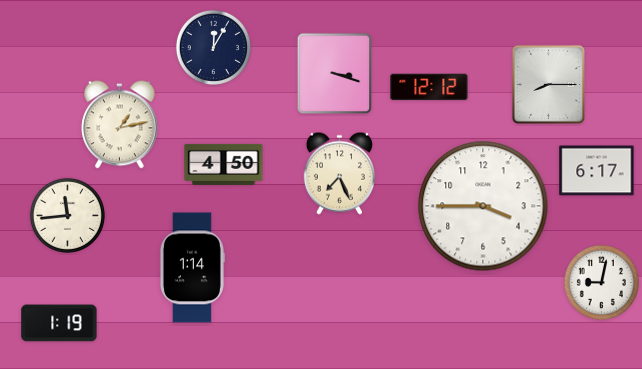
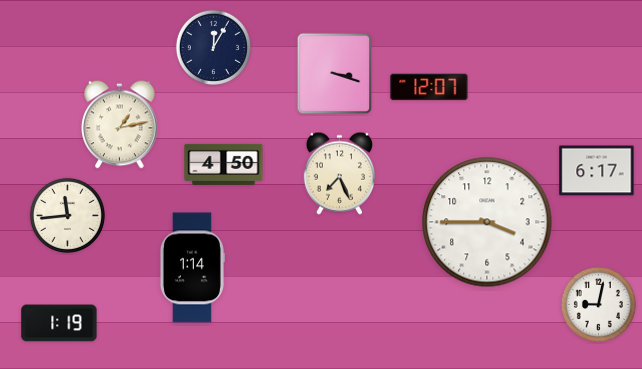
clock at (548, 84): 8:15 -> none
clock at (429, 87): 12:12 -> 12:07
clock at (483, 206) position: (483, 206) -> (487, 222)
clock at (601, 282) position: (601, 282) -> (598, 304)
